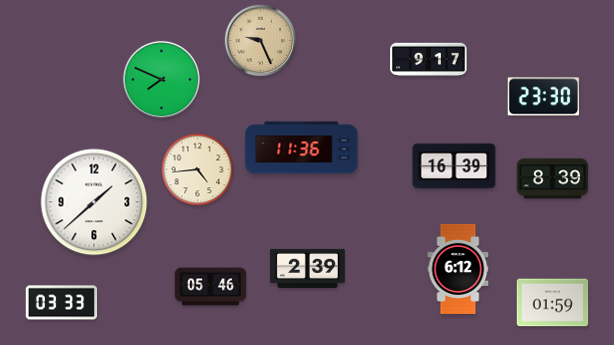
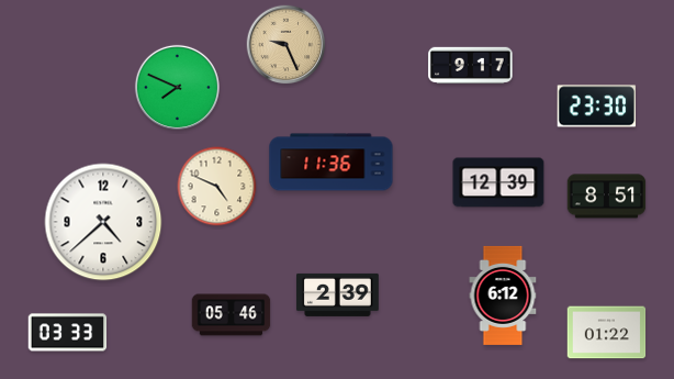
clock at (454, 166): 16:39 -> 12:39
clock at (198, 170): 4:44 -> 4:49
clock at (553, 179): 8:39 -> 8:51
clock at (94, 202): 1:38 -> 4:38
clock at (553, 303): 01:59 -> 01:22
